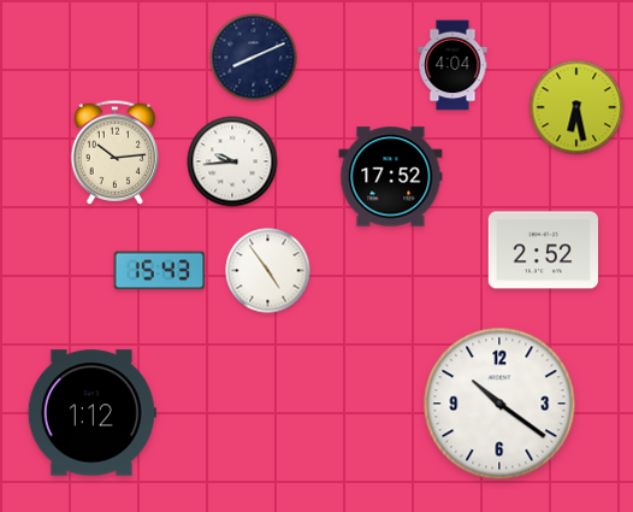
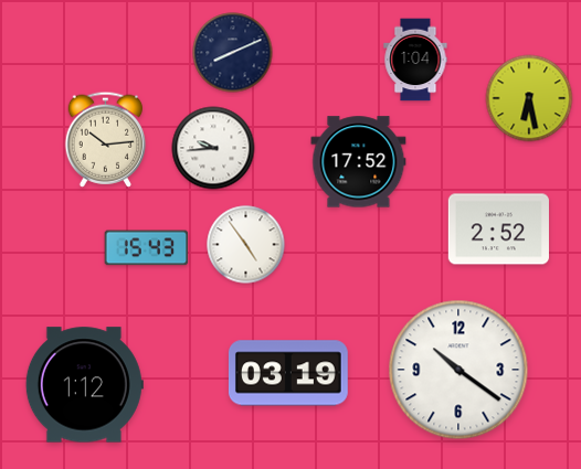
clock at (452, 65): 4:04 -> 1:04
clock at (268, 271) position: (268, 271) -> (246, 245)
clock at (288, 373): none -> 03:19
clock at (91, 413) position: (91, 413) -> (84, 385)
